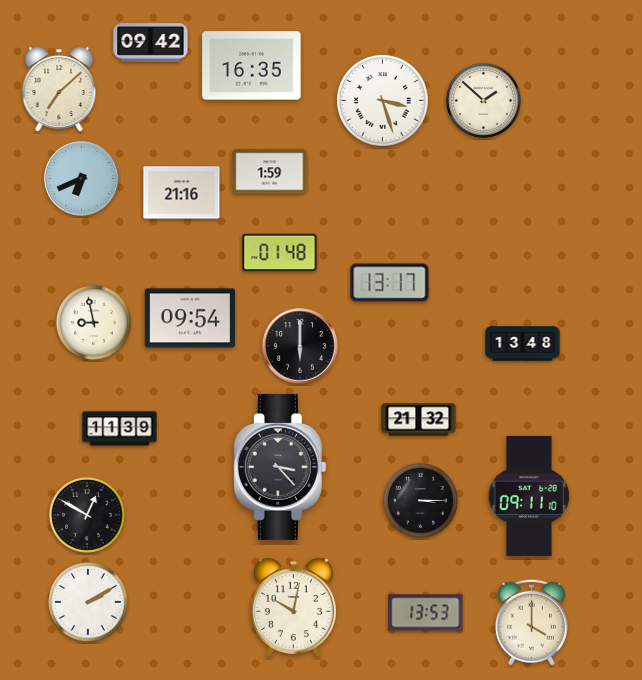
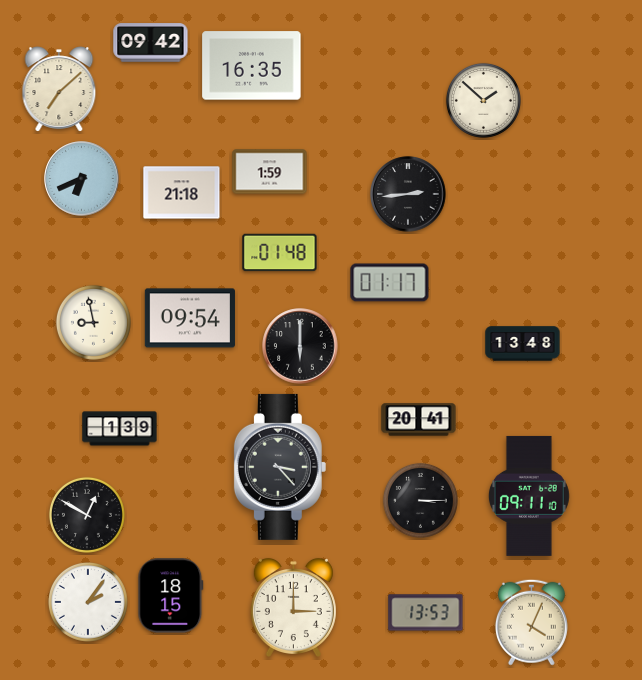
clock at (383, 101): 3:27 -> none
clock at (182, 193): 21:16 -> 21:18
clock at (408, 194): none -> 2:44
clock at (390, 283): 13:17 -> 01:17
clock at (419, 420): 21:32 -> 20:41
clock at (120, 429): 11:39 -> 1:39
clock at (171, 596): none -> 18:15
clock at (88, 602): 2:10 -> 2:06
clock at (293, 607): 10:02 -> 3:00
clock at (531, 622): 4:00 -> 4:04
